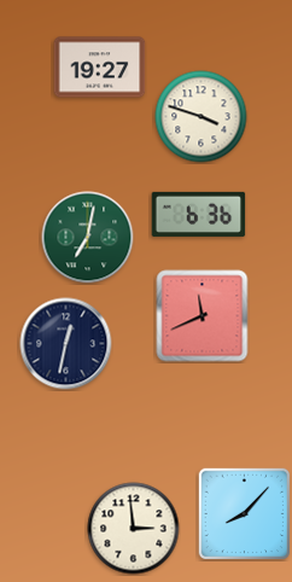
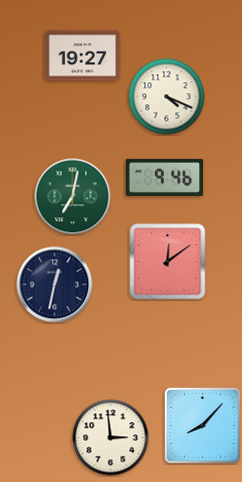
clock at (202, 117): 3:48 -> 4:19
clock at (199, 214): 6:36 -> 9:46
clock at (203, 316): 11:41 -> 12:09
